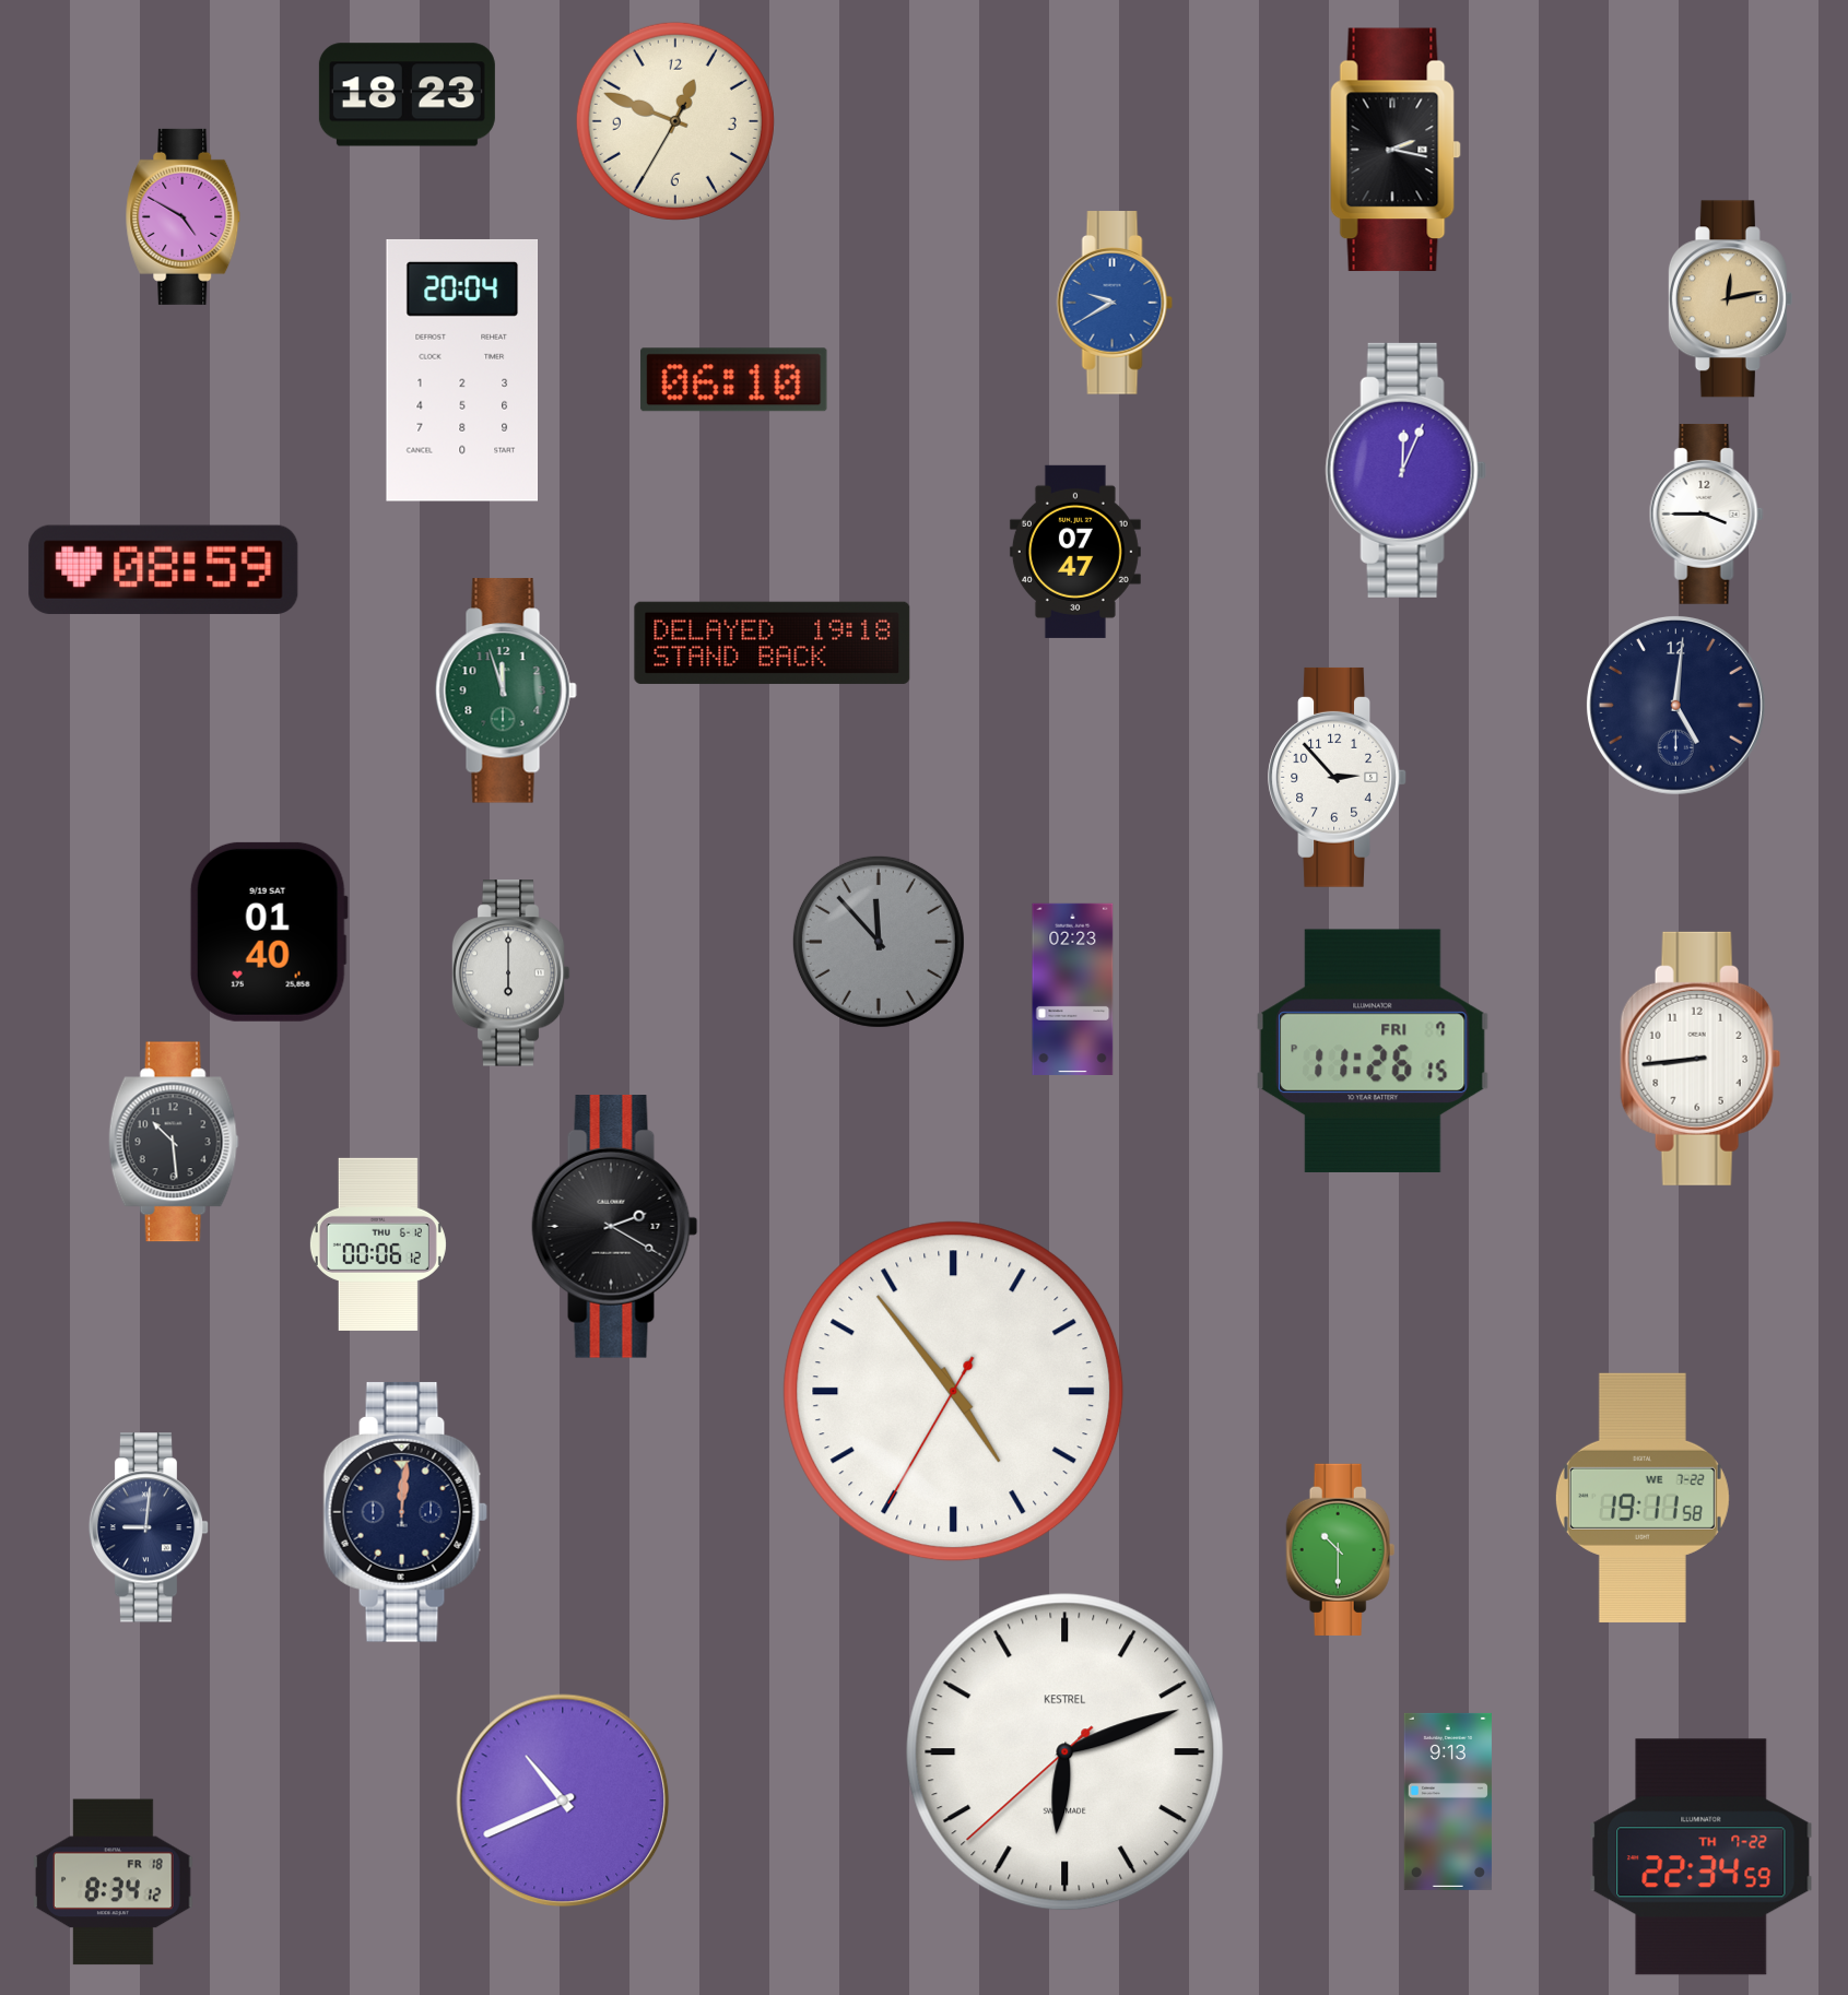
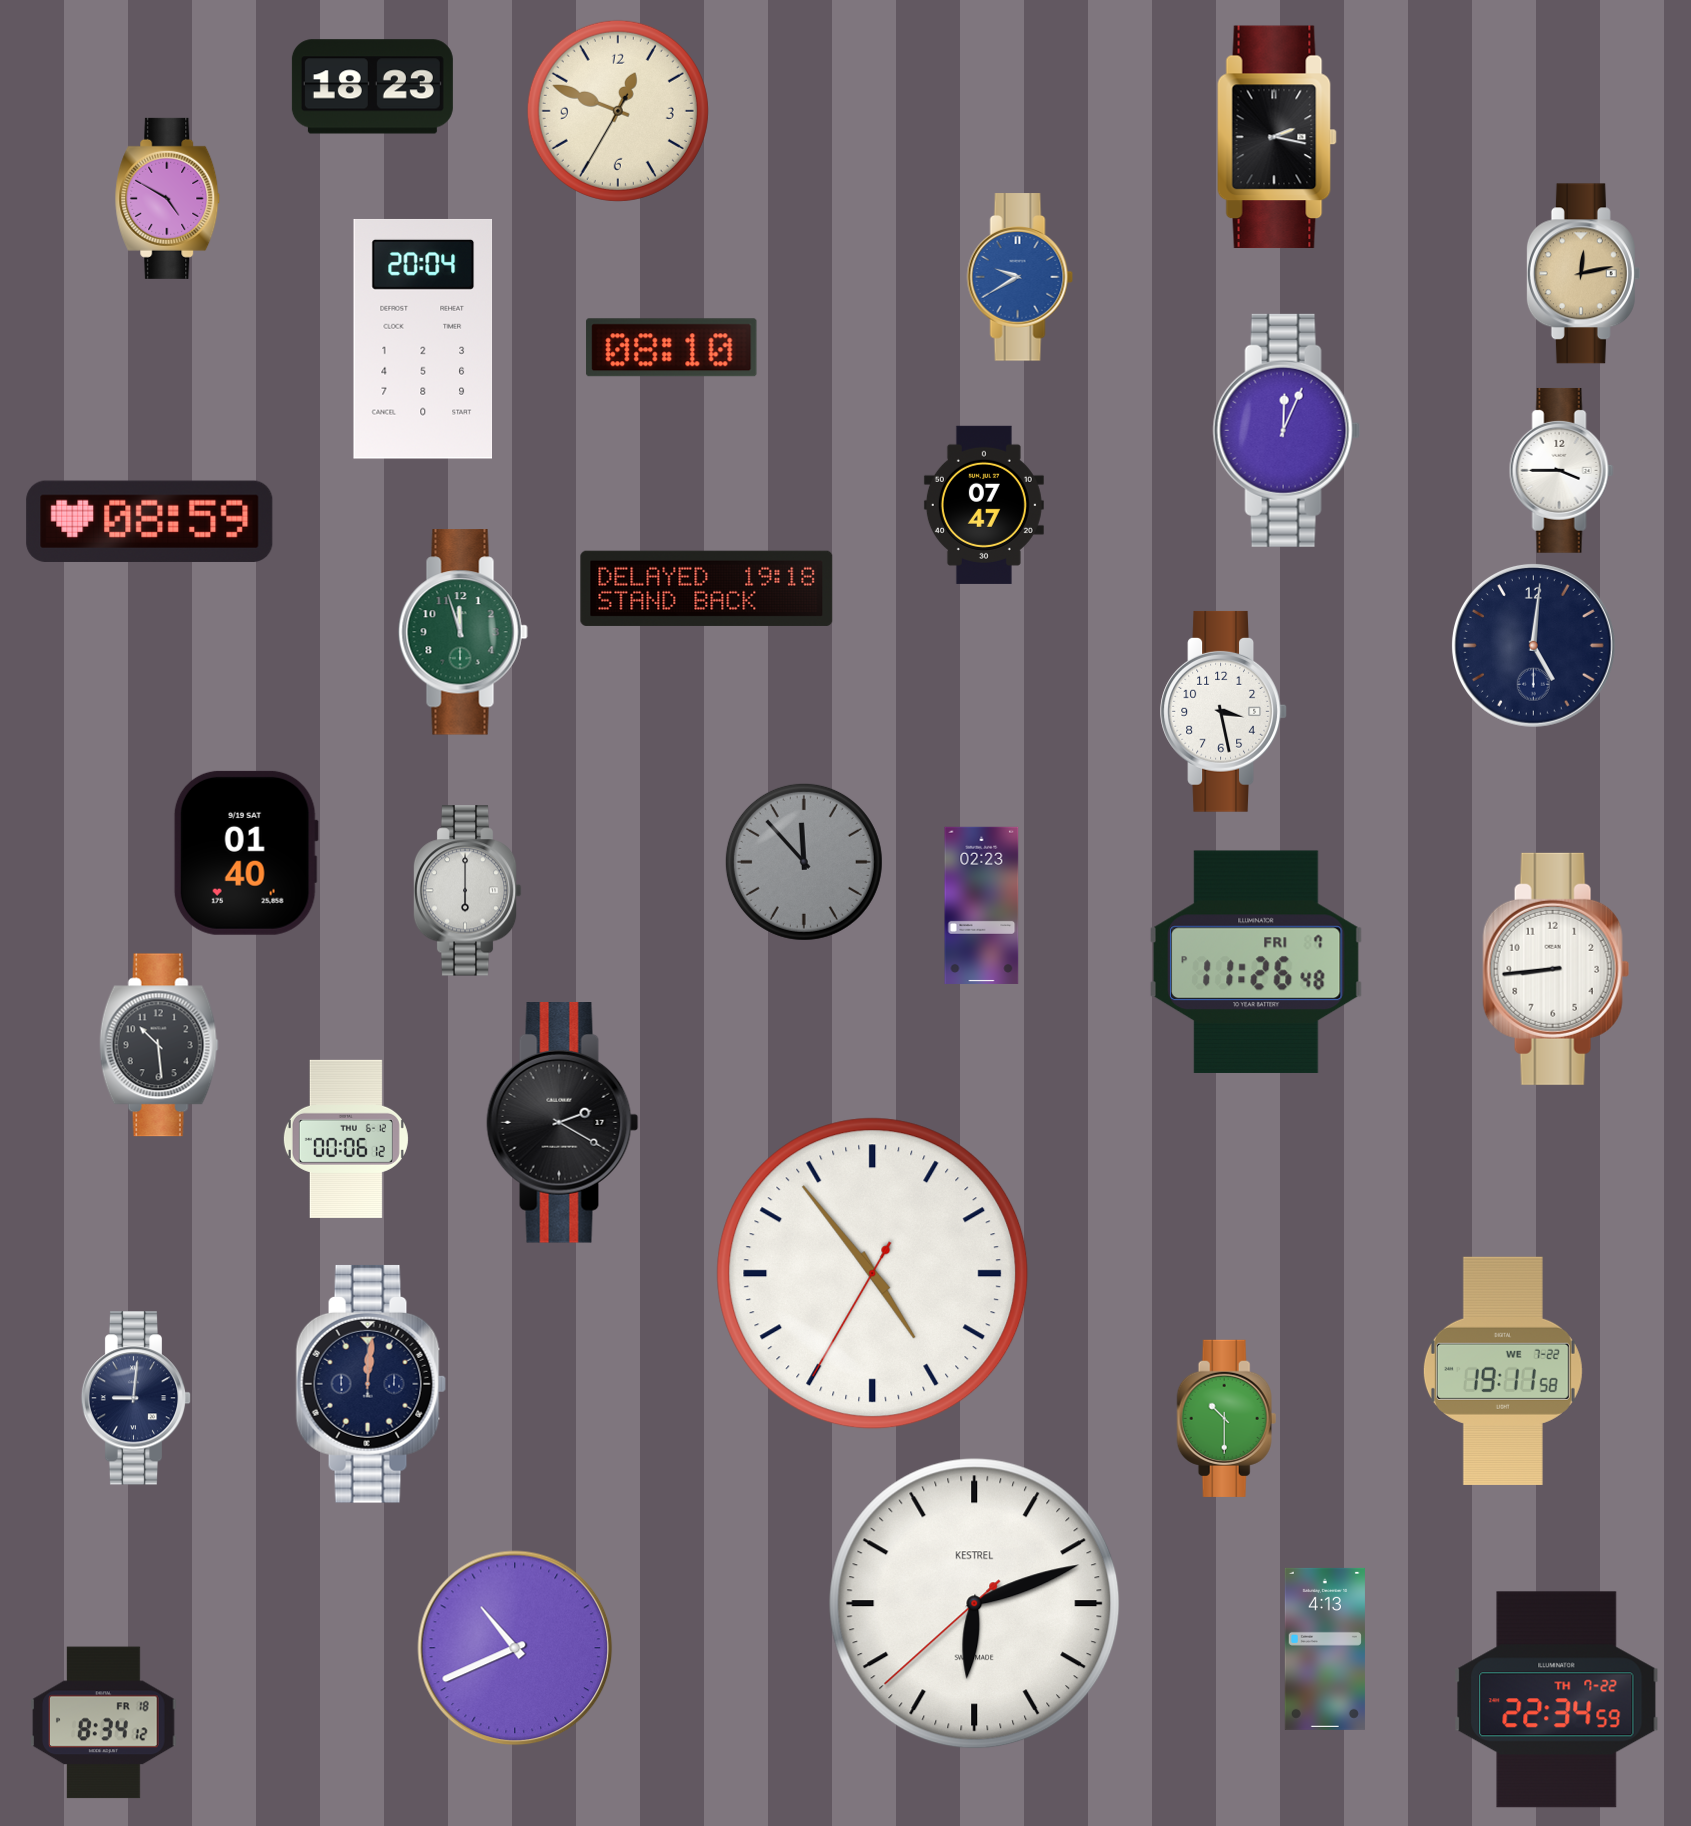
clock at (734, 380): 06:10 -> 08:10
clock at (1338, 777): 2:53 -> 3:28
clock at (1374, 1051): 11:26:15 PM -> 11:26:48 PM
clock at (1448, 1802): 9:13 -> 4:13
